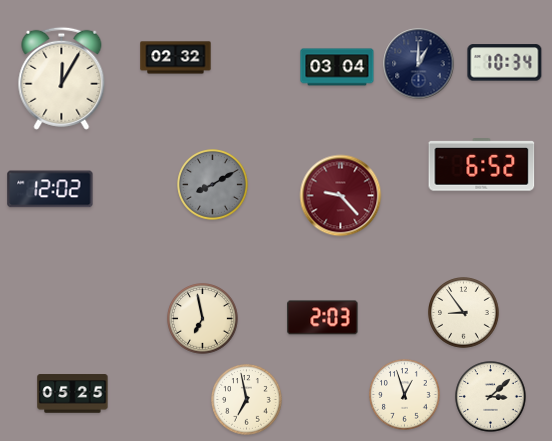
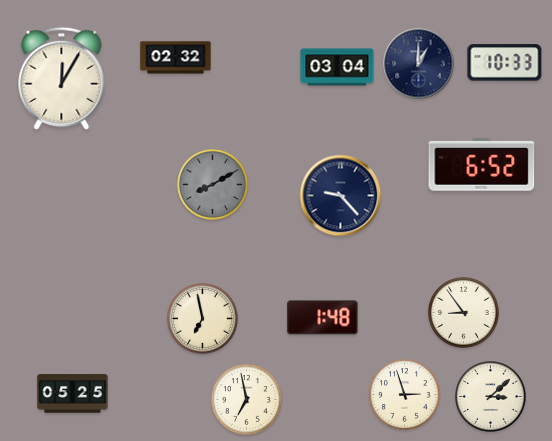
clock at (505, 63): 10:34 -> 10:33
clock at (50, 189): 12:02 -> none
clock at (341, 196) dial: burgundy -> navy
clock at (323, 318): 2:03 -> 1:48
clock at (405, 395): 12:57 -> 2:57
